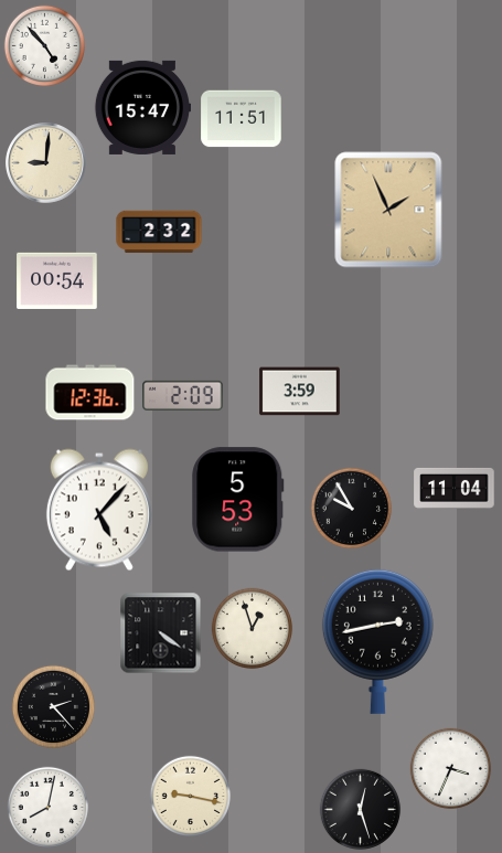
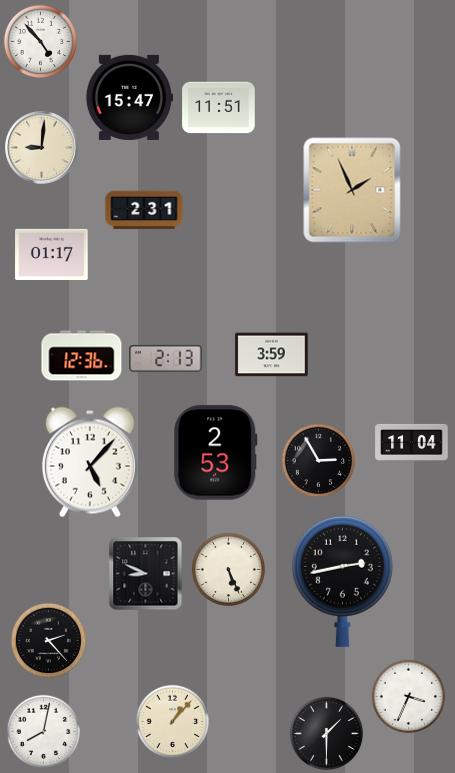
clock at (159, 232): 2:32 -> 2:31
clock at (57, 280): 00:54 -> 01:17
clock at (183, 395): 2:09 -> 2:13
clock at (238, 500): 5:53 -> 2:53
clock at (352, 509): 9:55 -> 2:55
clock at (253, 629): 12:57 -> 5:26
clock at (161, 633): 4:21 -> 8:49
clock at (191, 797): 9:17 -> 1:07
clock at (361, 810): 12:27 -> 1:30
